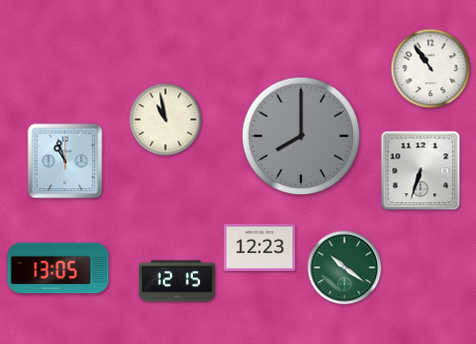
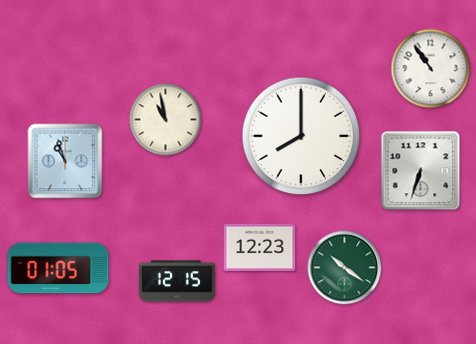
clock at (301, 136) dial: grey -> white
clock at (58, 268): 13:05 -> 01:05
